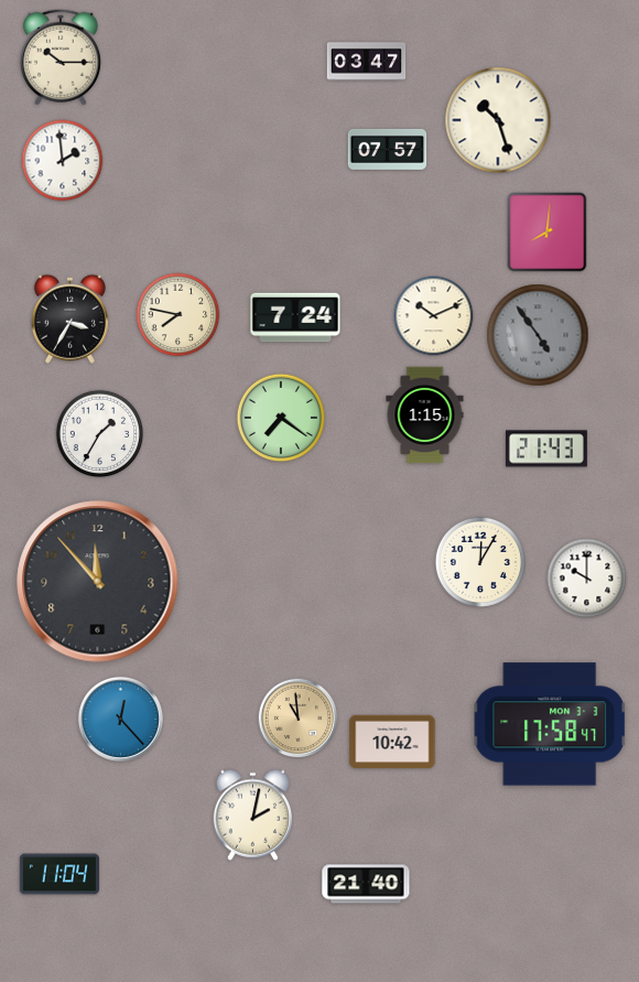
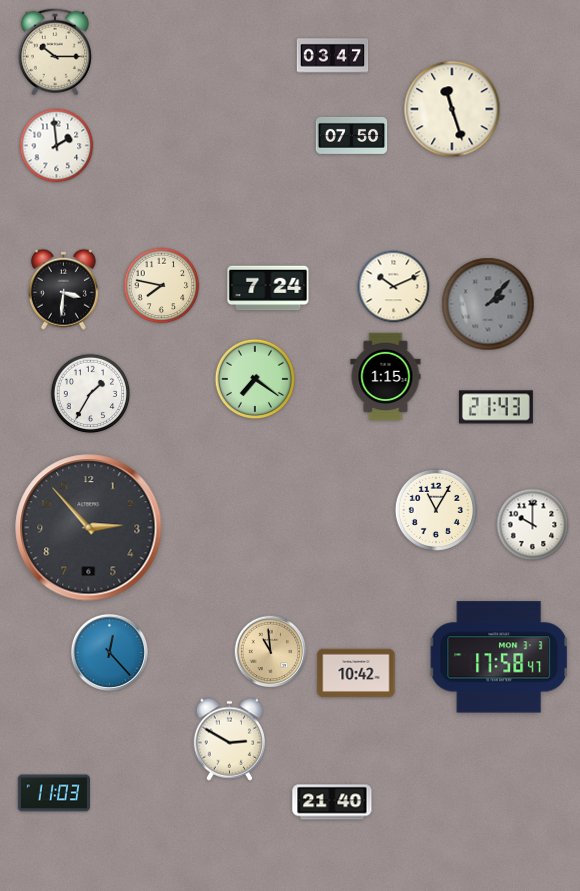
clock at (498, 120): 10:27 -> 11:27
clock at (388, 149): 07:57 -> 07:50
clock at (548, 233): 8:01 -> none
clock at (69, 319): 3:35 -> 3:31
clock at (538, 335): 4:54 -> 2:07
clock at (480, 562): 12:05 -> 11:05
clock at (98, 582): 11:53 -> 2:53
clock at (252, 814): 2:02 -> 2:50
clock at (58, 874): 11:04 -> 11:03
